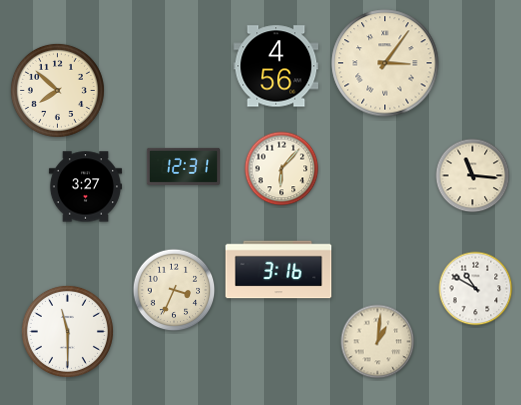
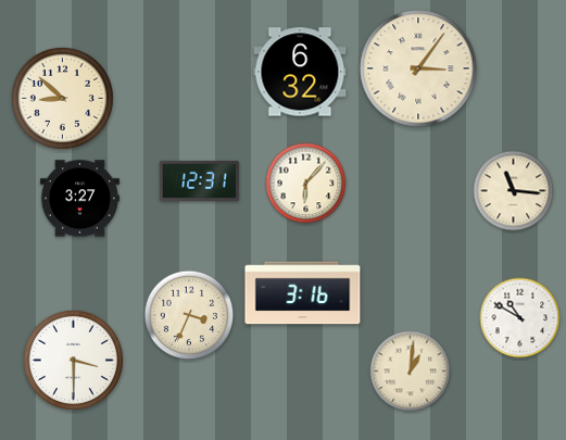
clock at (276, 66): 4:56 -> 6:32
clock at (57, 90): 7:52 -> 8:52
clock at (85, 187) position: (85, 187) -> (79, 199)
clock at (476, 289) position: (476, 289) -> (520, 318)
clock at (67, 331): 11:30 -> 3:30
